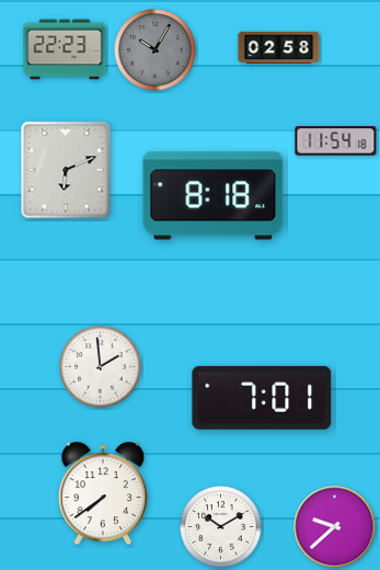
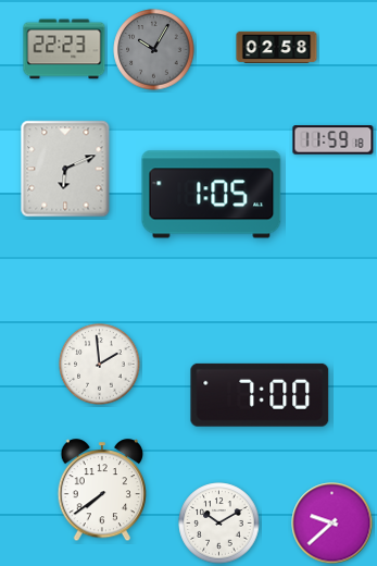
clock at (336, 141): 11:54 -> 11:59
clock at (214, 196): 8:18 -> 1:05
clock at (262, 398): 7:01 -> 7:00
